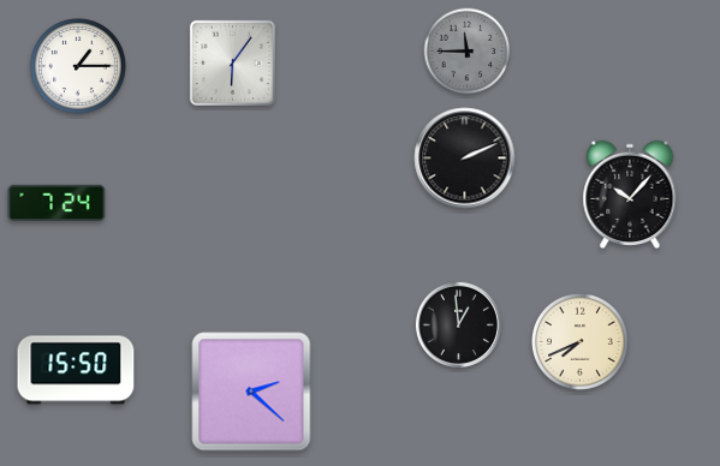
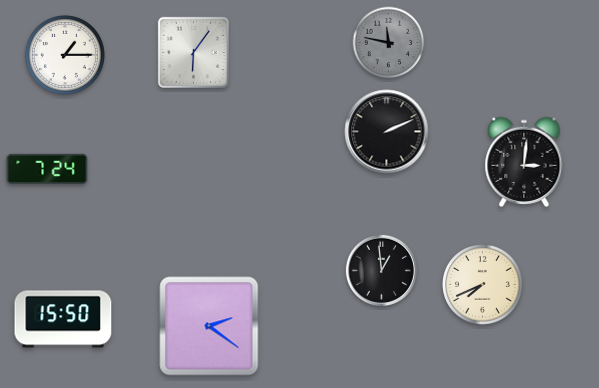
clock at (468, 52): 11:45 -> 11:47
clock at (630, 193): 10:07 -> 3:01
clock at (76, 370) position: (76, 370) -> (63, 319)
clock at (251, 392): 2:22 -> 2:21
